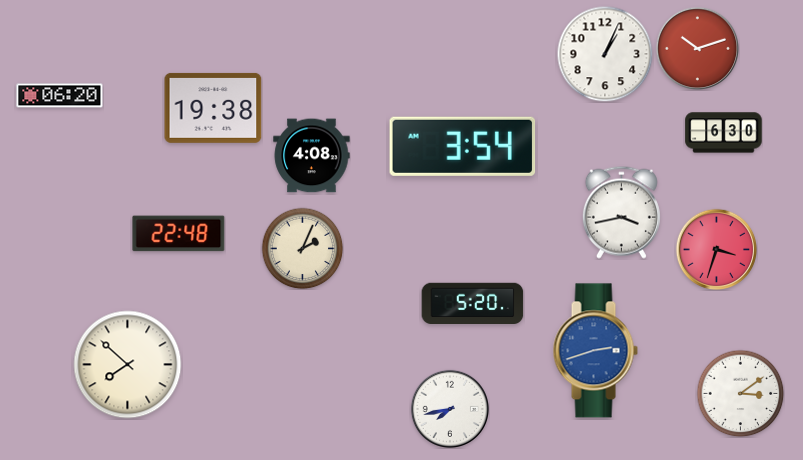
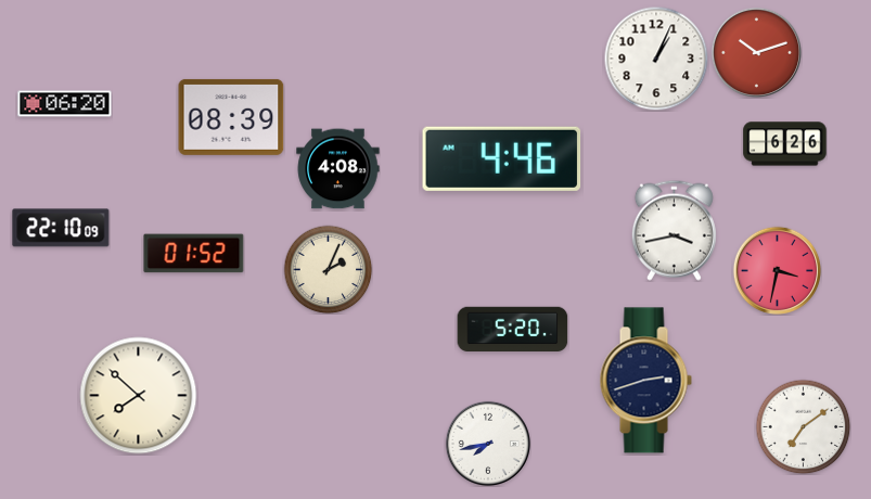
clock at (213, 108): 19:38 -> 08:39
clock at (724, 133): 6:30 -> 6:26
clock at (463, 146): 3:54 -> 4:46
clock at (61, 228): none -> 22:10
clock at (179, 234): 22:48 -> 01:52
clock at (716, 249): 3:33 -> 3:32
clock at (595, 351) dial: blue -> navy
clock at (740, 393): 3:09 -> 7:09
